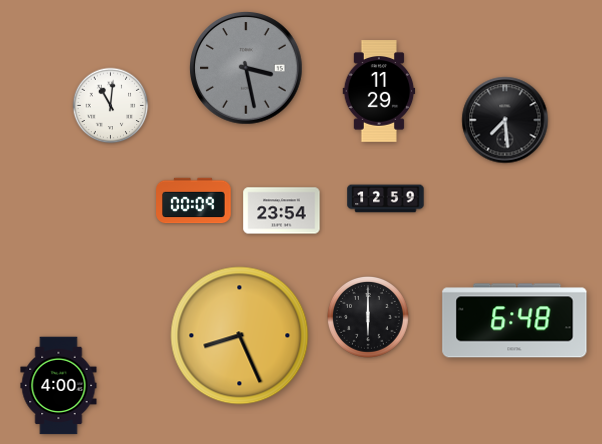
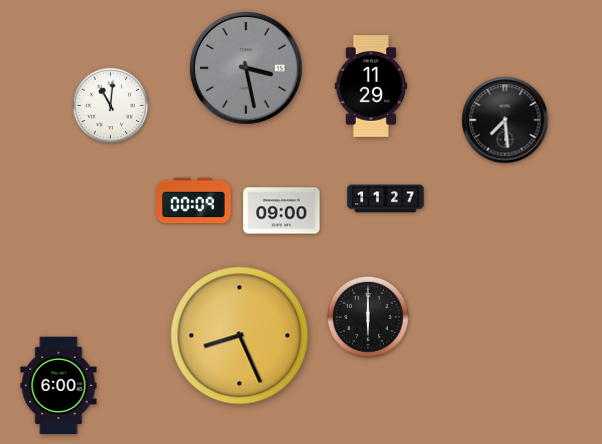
clock at (379, 91) position: (379, 91) -> (371, 86)
clock at (386, 199): 12:59 -> 11:27
clock at (282, 211): 23:54 -> 09:00
clock at (515, 321): 6:48 -> none
clock at (59, 386): 4:00 -> 6:00
